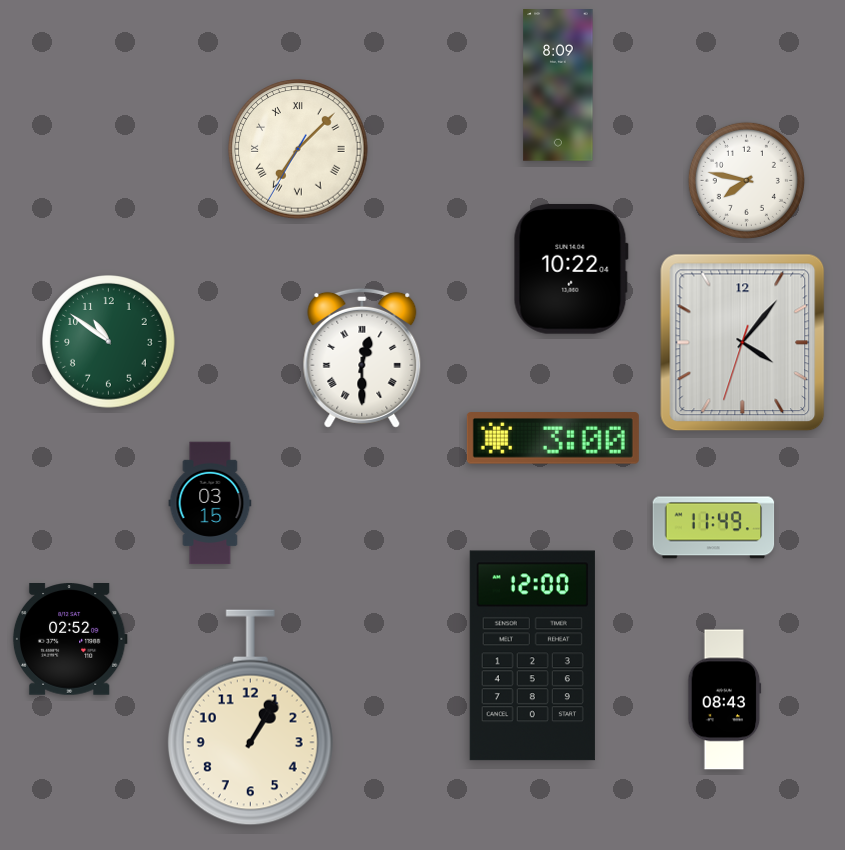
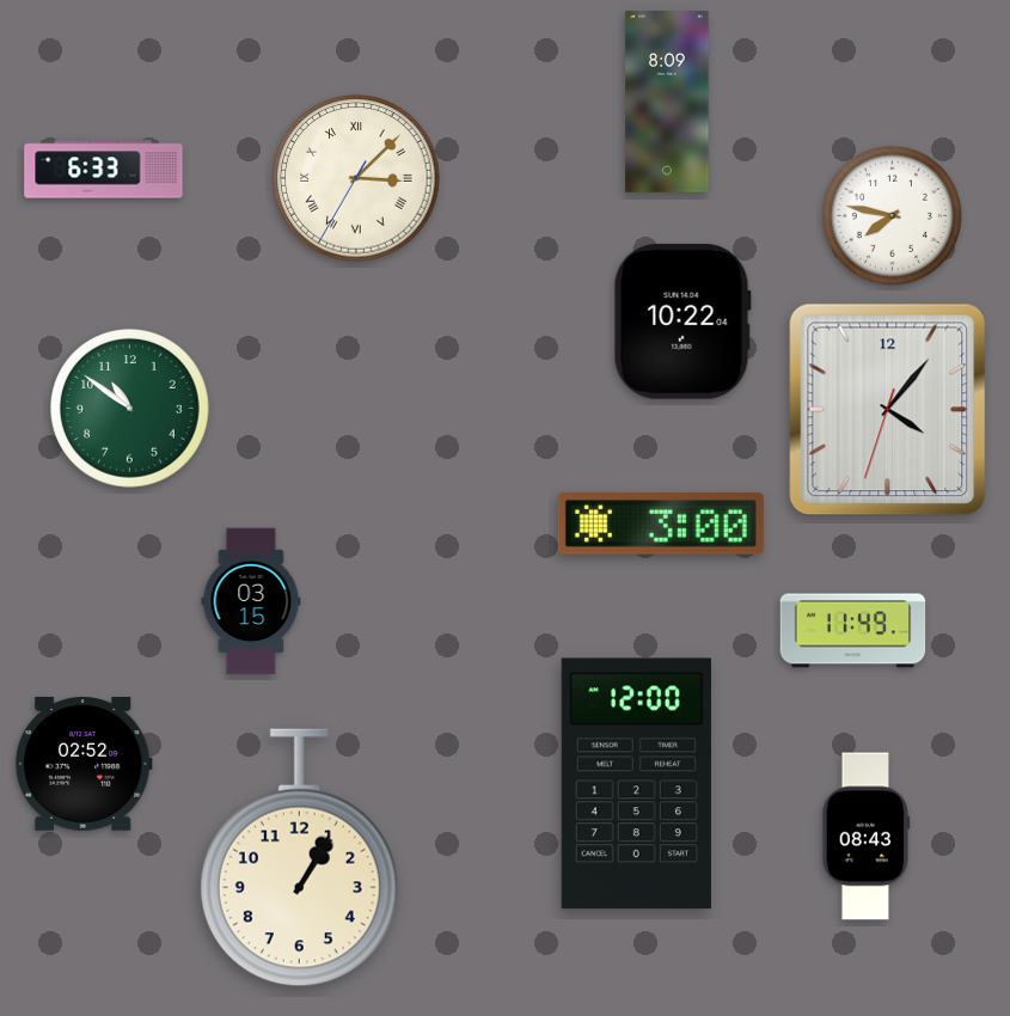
clock at (104, 170): none -> 6:33
clock at (298, 149): 7:07 -> 3:07
clock at (362, 358): 12:30 -> none
